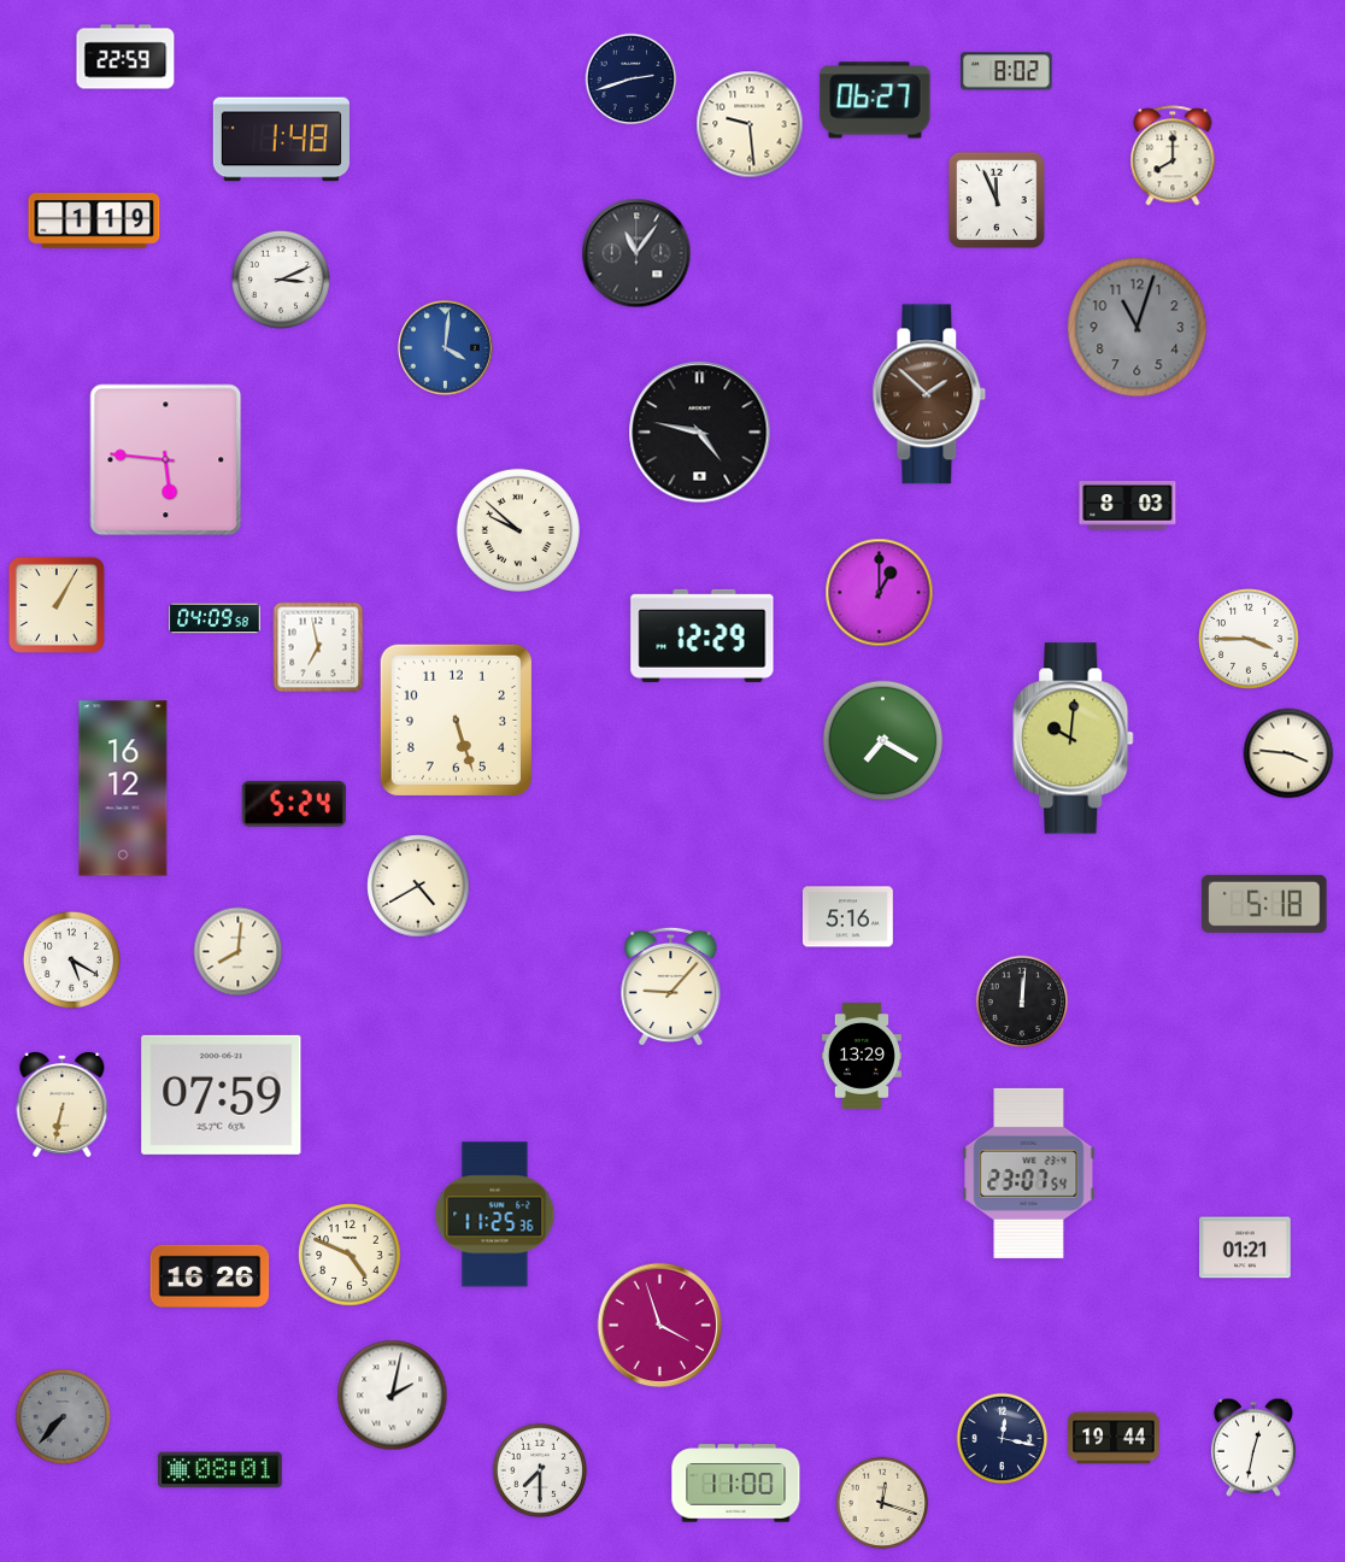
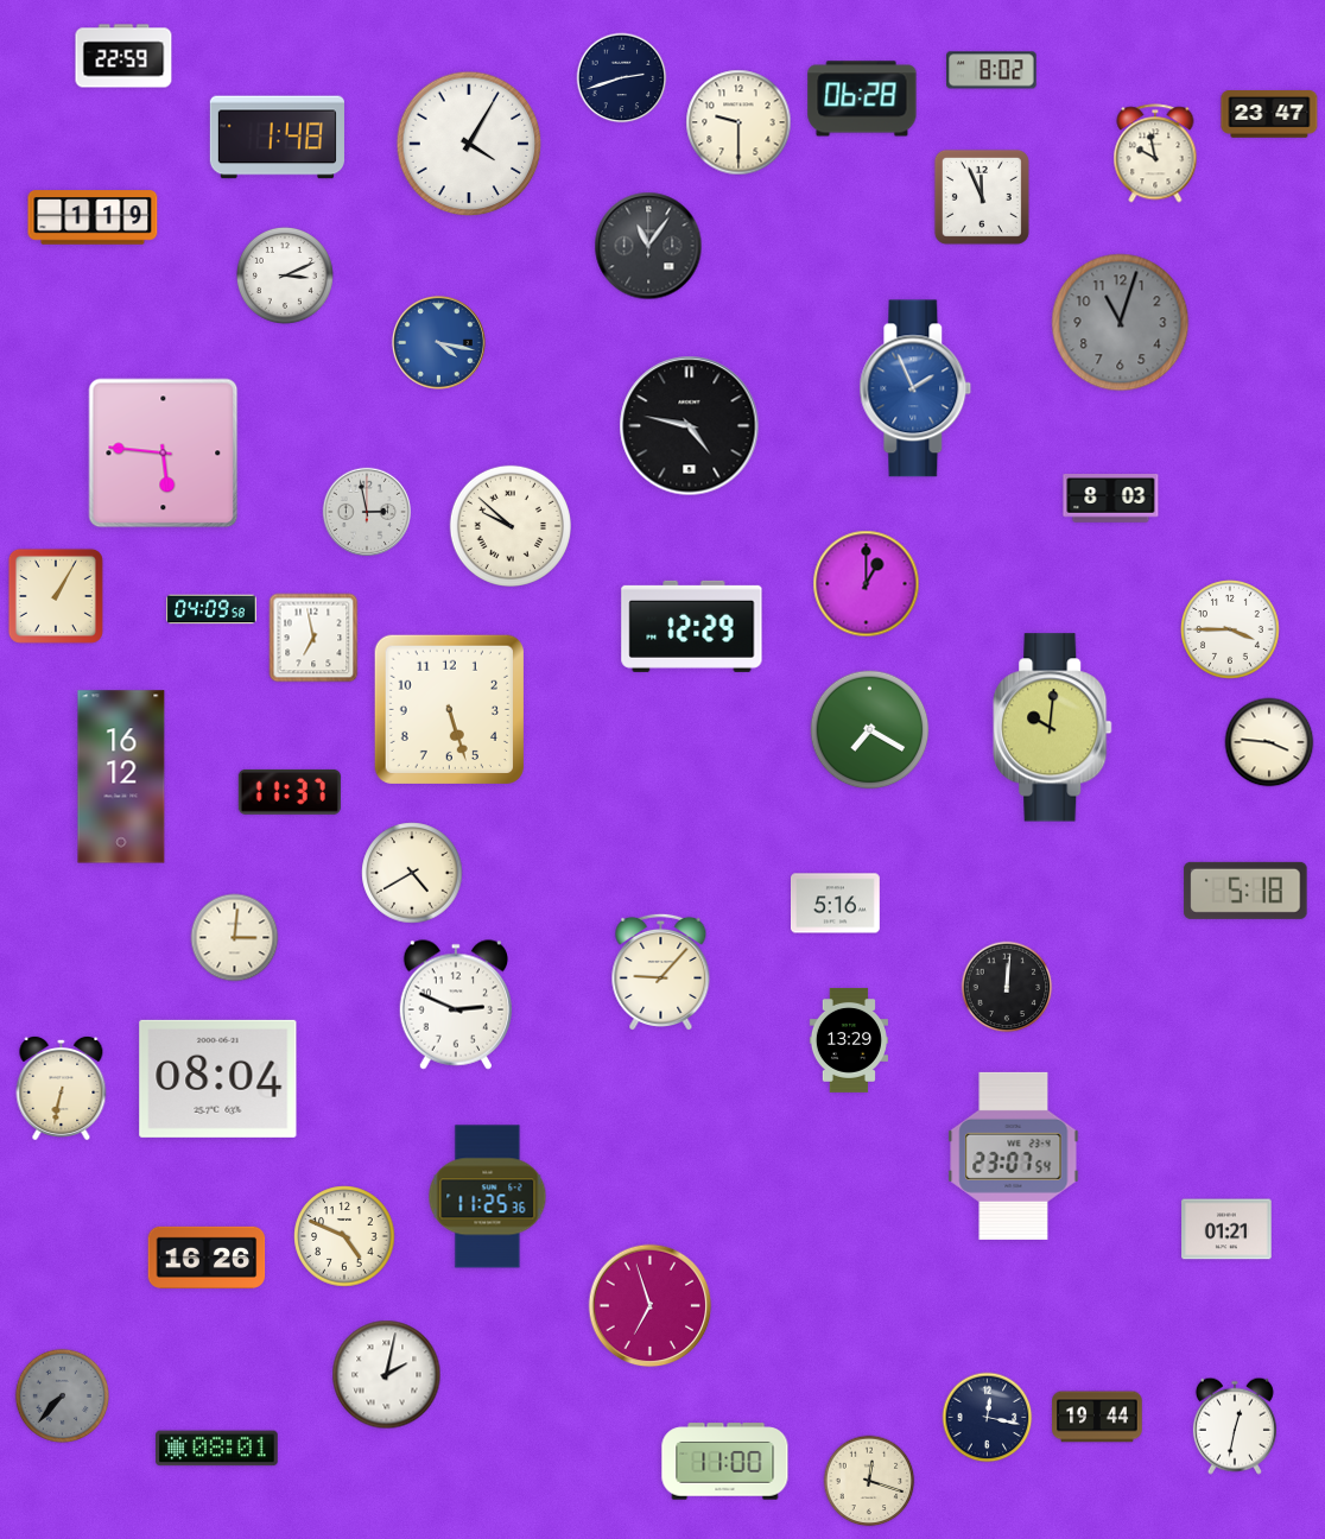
clock at (875, 100): 06:27 -> 06:28
clock at (1269, 114): none -> 23:47
clock at (750, 124): 9:29 -> 9:30
clock at (469, 144): none -> 4:05
clock at (1173, 155): 8:00 -> 9:58
clock at (636, 253) position: (636, 253) -> (648, 246)
clock at (281, 280) position: (281, 280) -> (285, 275)
clock at (445, 347): 4:01 -> 4:17
clock at (929, 394): 1:52 -> 1:56
clock at (929, 394) dial: brown -> blue
clock at (367, 512): none -> 2:58
clock at (518, 530) position: (518, 530) -> (511, 526)
clock at (1074, 739) position: (1074, 739) -> (1053, 728)
clock at (294, 804): 5:24 -> 11:37
clock at (239, 952): 8:01 -> 3:01
clock at (71, 959): 5:20 -> none
clock at (455, 1005): none -> 2:49
clock at (222, 1094): 07:59 -> 08:04
clock at (660, 1326): 3:57 -> 6:57
clock at (540, 1470): 7:30 -> none
